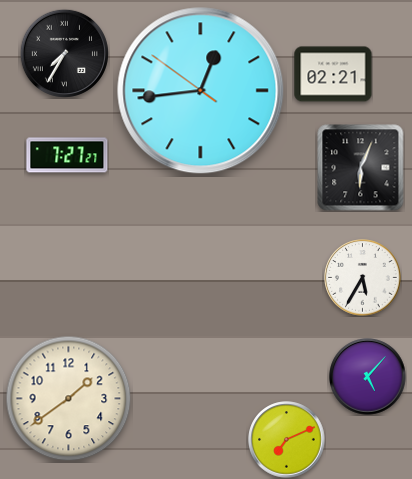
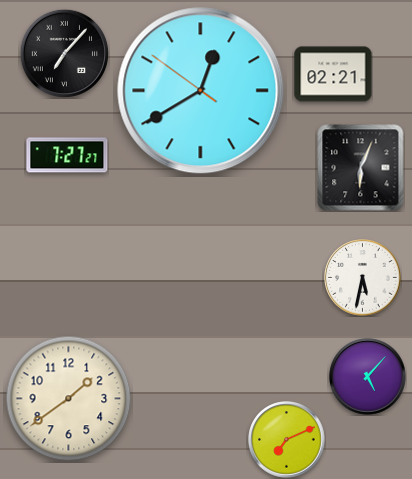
clock at (64, 53): 7:35 -> 7:07
clock at (201, 91): 12:43 -> 12:39
clock at (363, 278): 5:35 -> 5:32
